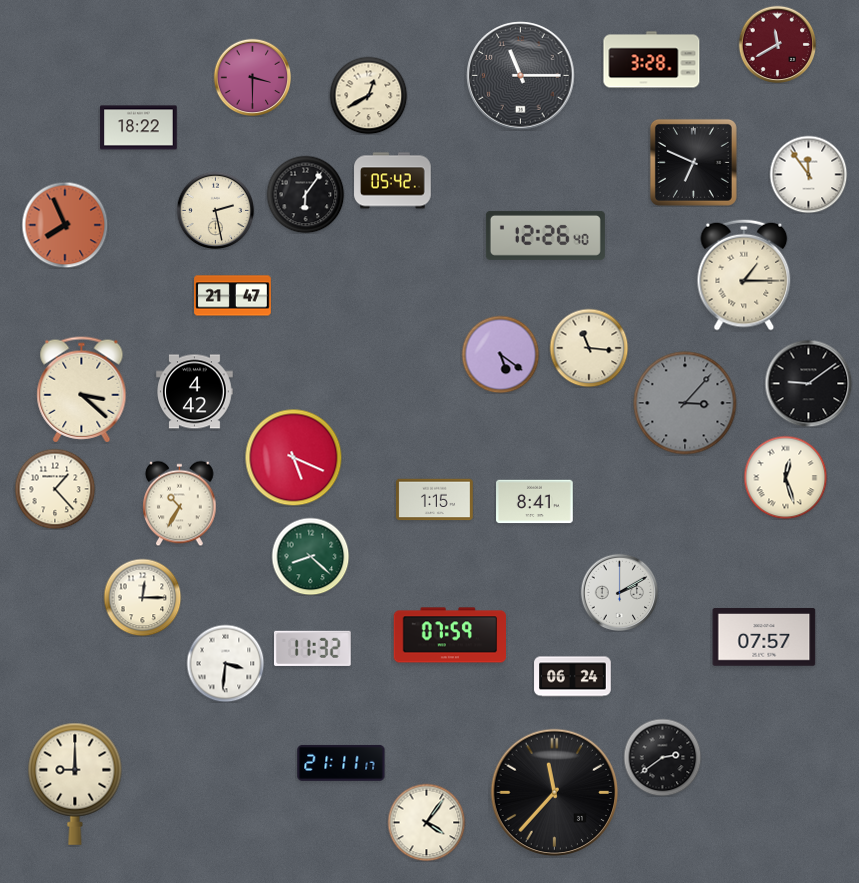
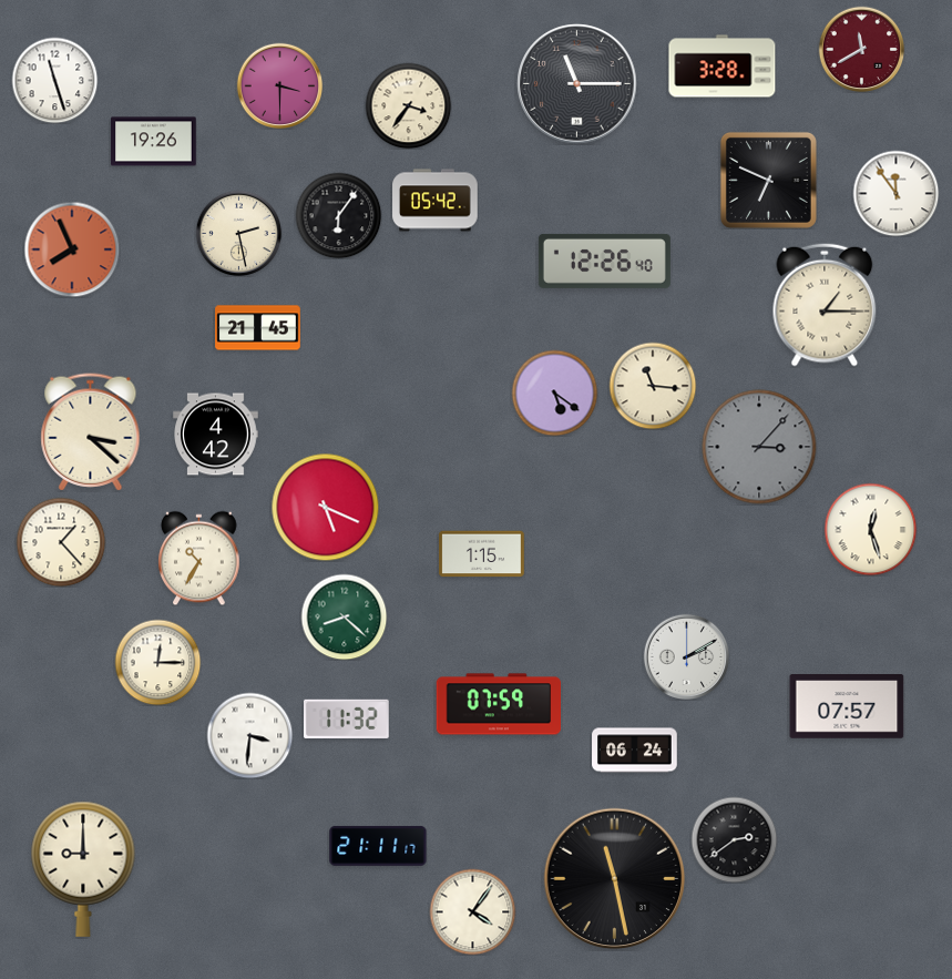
clock at (54, 80): none -> 11:27
clock at (368, 95): 12:40 -> 3:36
clock at (139, 128): 18:22 -> 19:26
clock at (233, 296): 21:47 -> 21:45
clock at (808, 383): 9:09 -> none
clock at (535, 502): 8:41 -> none
clock at (555, 793): 11:37 -> 11:28
